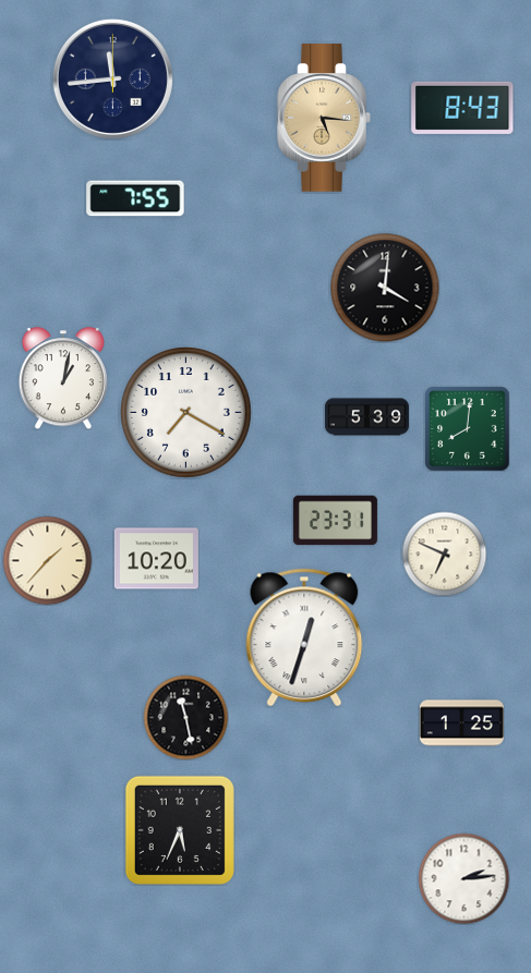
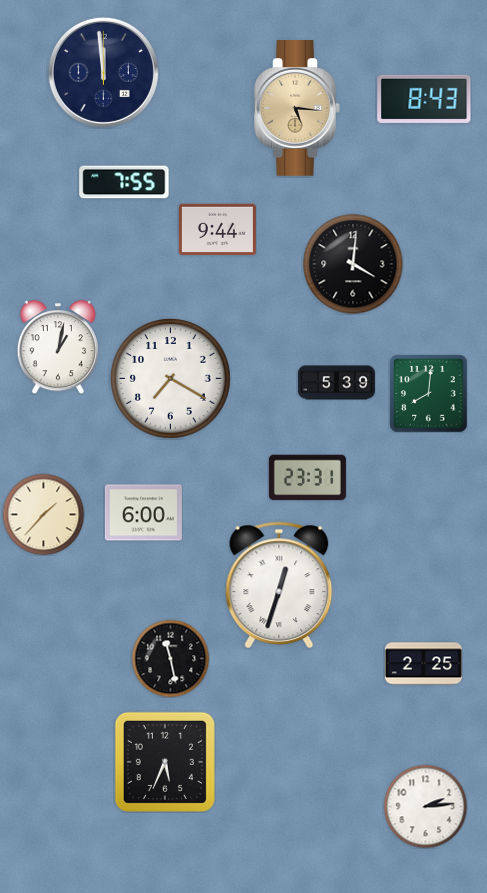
clock at (112, 78): 11:44 -> 11:59
clock at (217, 230): none -> 9:44
clock at (444, 554): 6:49 -> none
clock at (156, 559): 10:20 -> 6:00
clock at (461, 723): 1:25 -> 2:25
